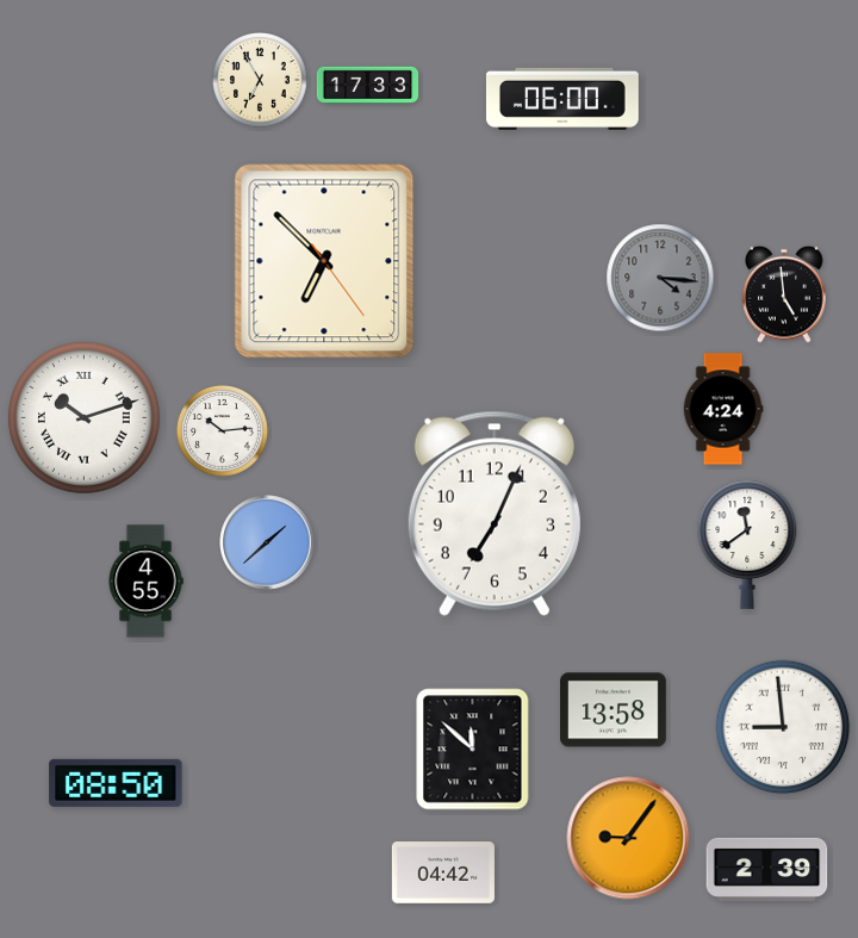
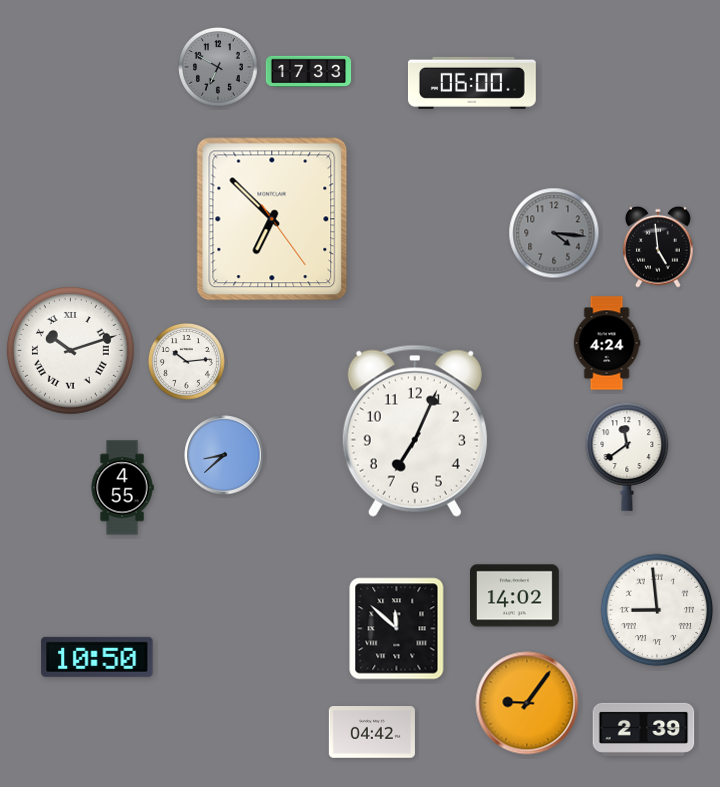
clock at (260, 80): 6:55 -> 6:50
clock at (260, 80) dial: cream -> grey
clock at (267, 542): 1:38 -> 8:38
clock at (614, 710): 13:58 -> 14:02
clock at (116, 783): 08:50 -> 10:50
